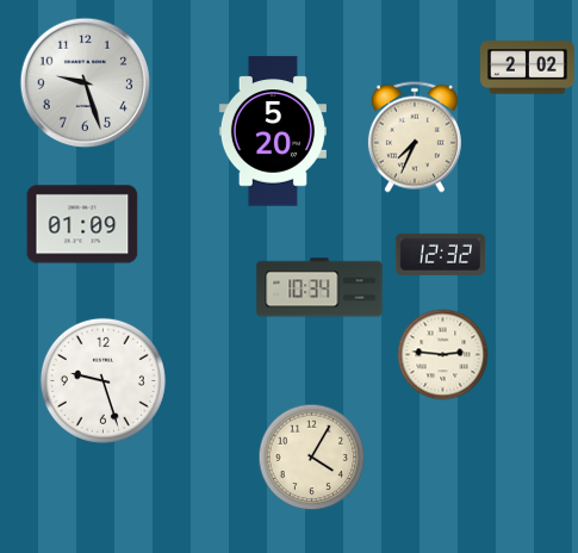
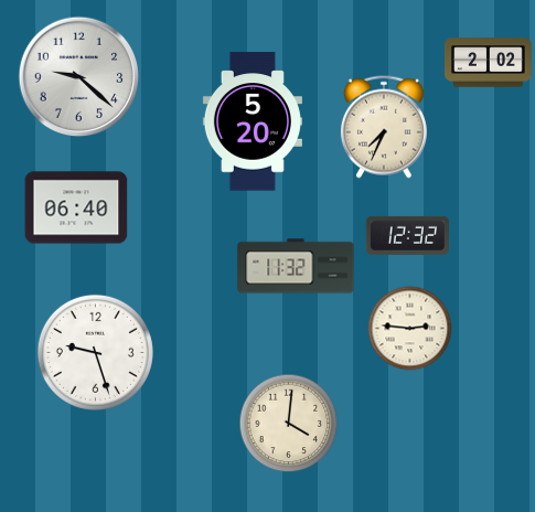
clock at (86, 83): 9:27 -> 9:22
clock at (82, 224): 01:09 -> 06:40
clock at (319, 287): 10:34 -> 11:32
clock at (312, 458): 4:05 -> 4:01
